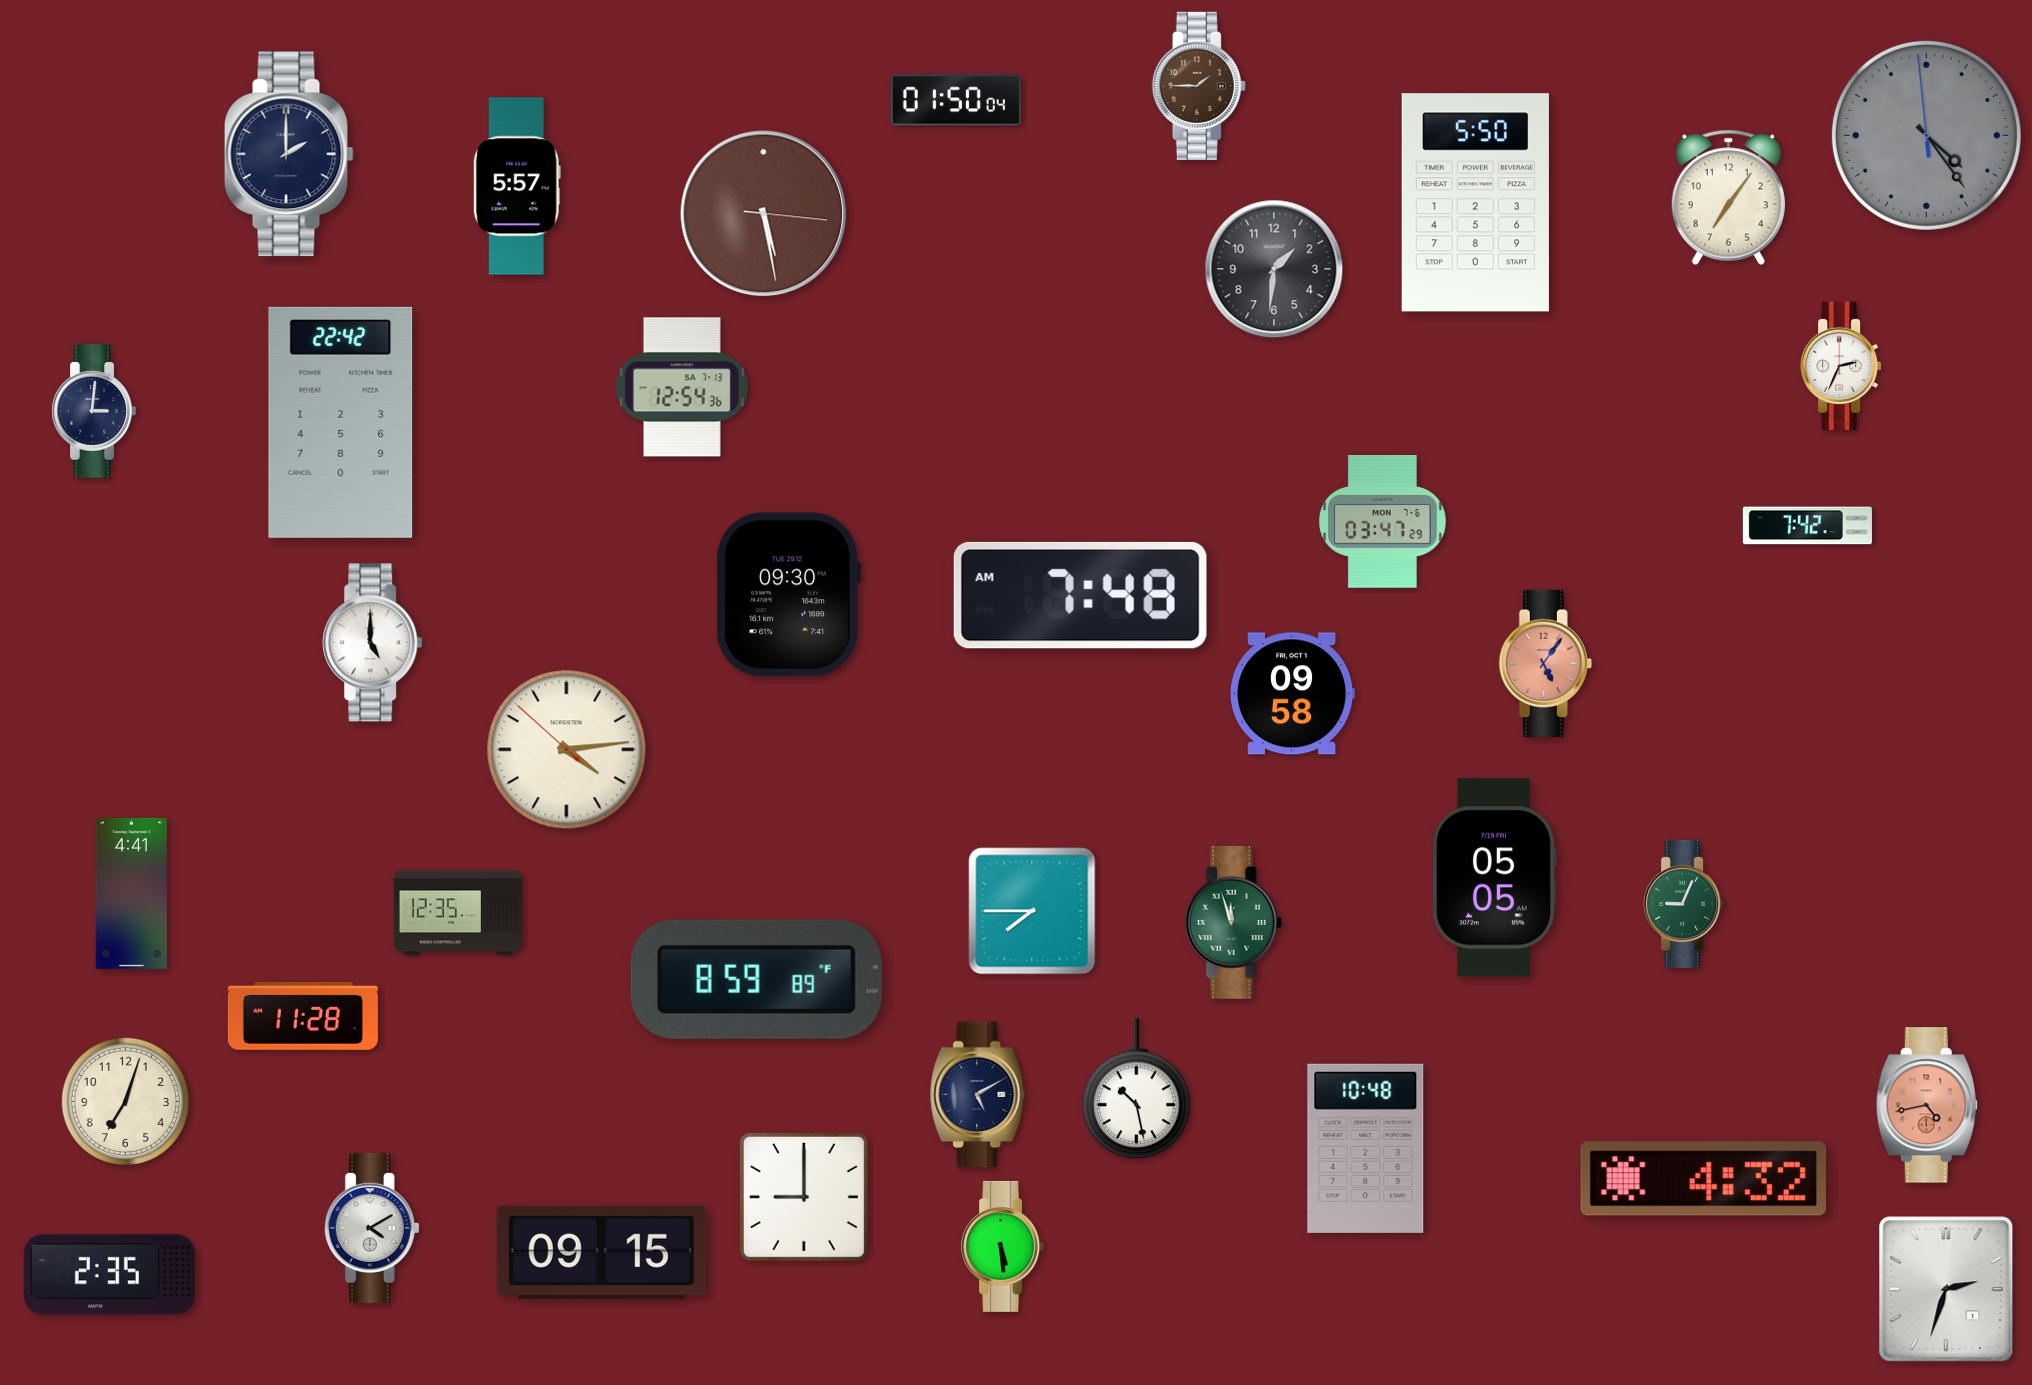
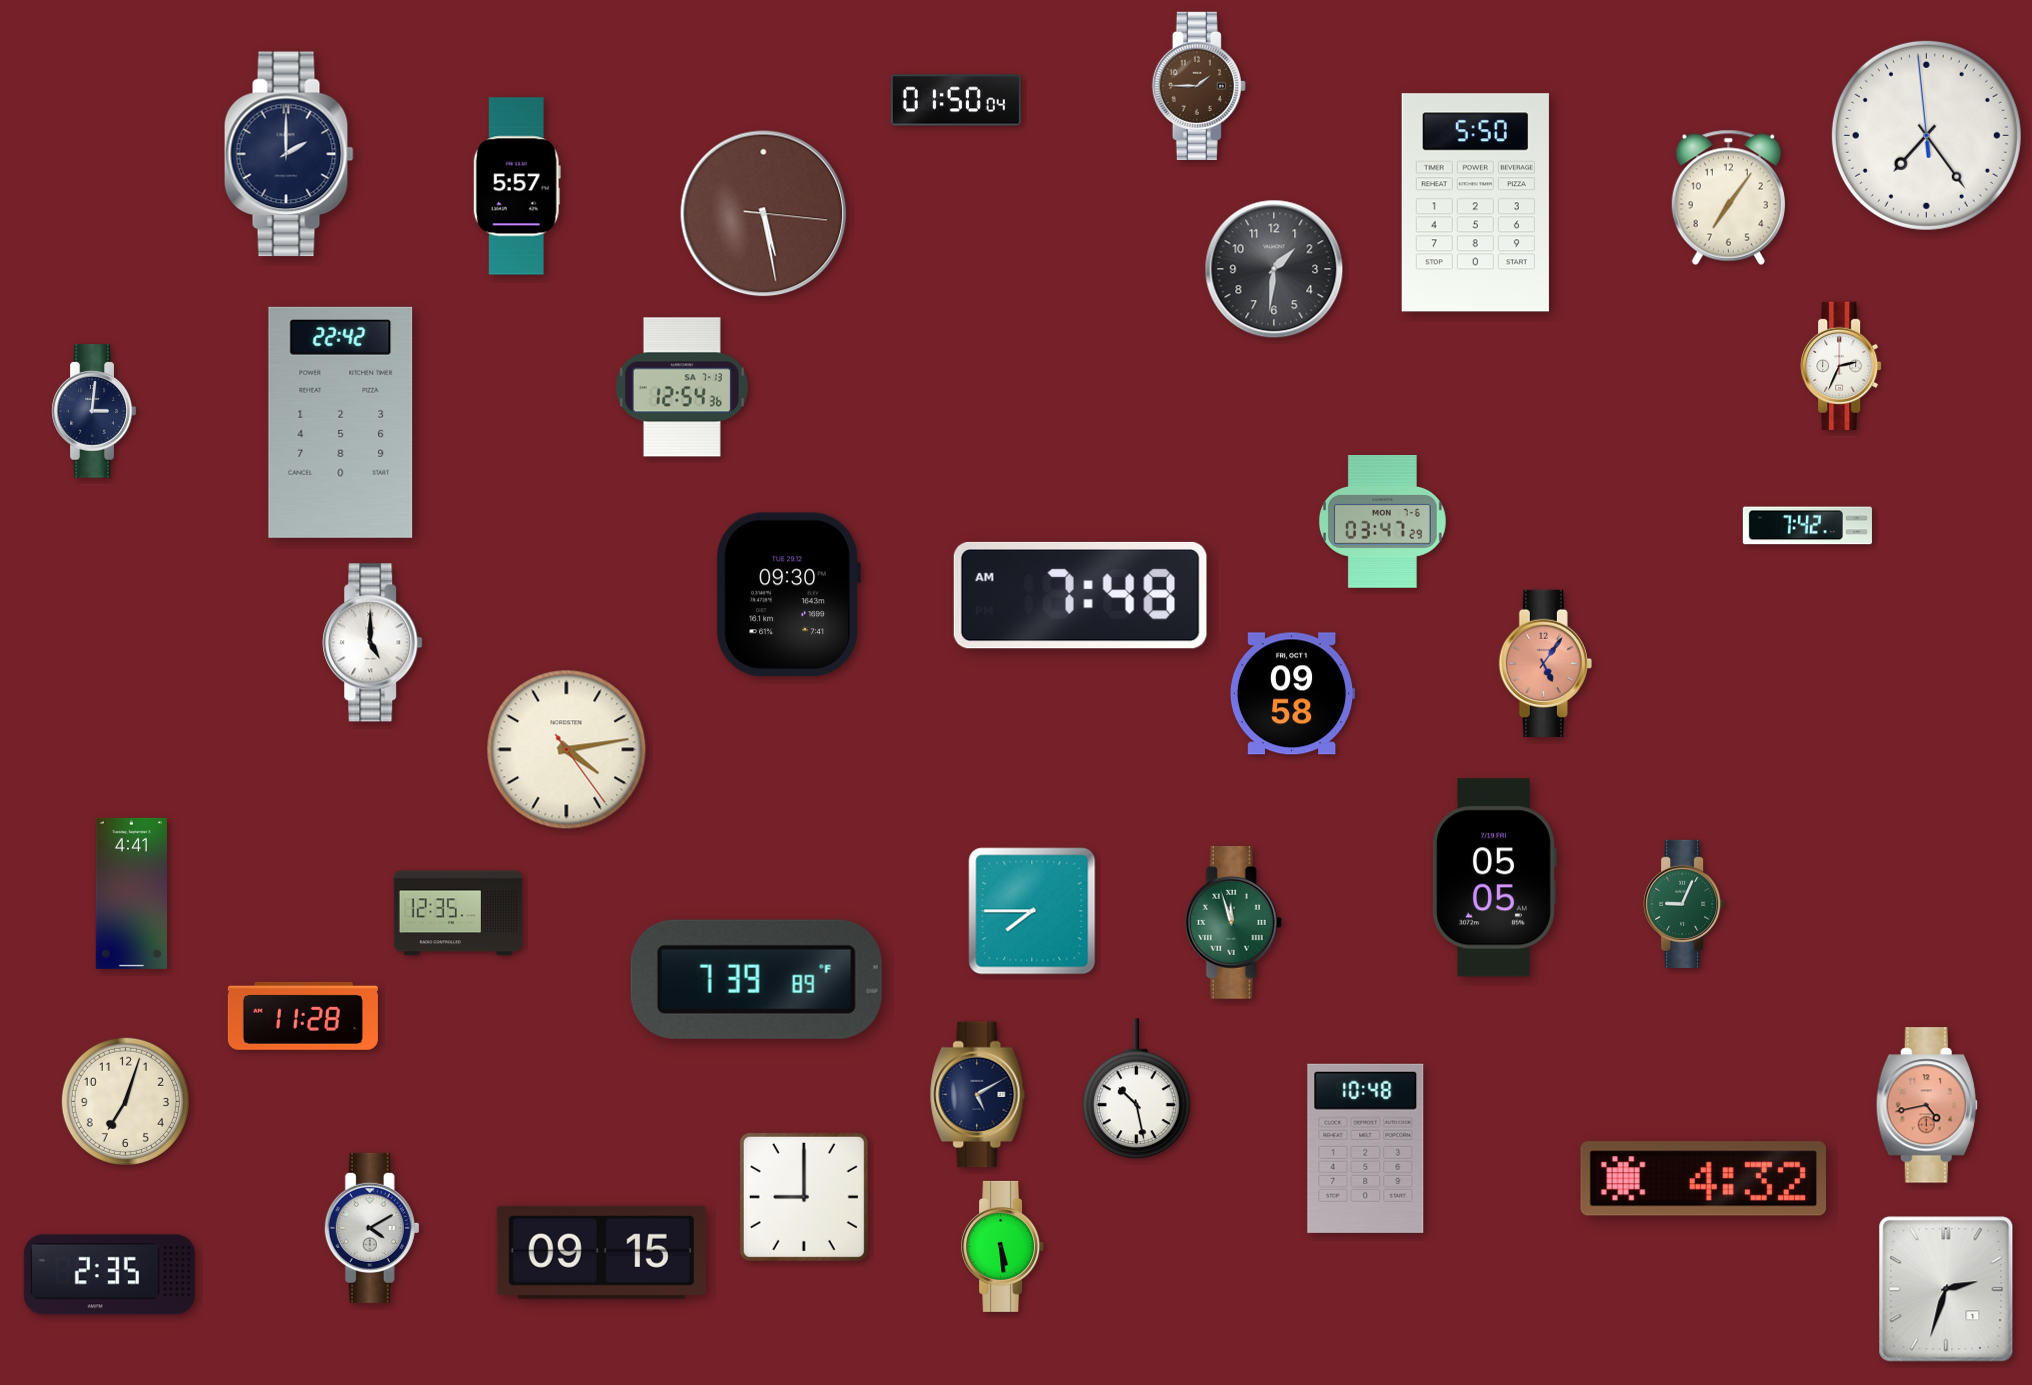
clock at (1926, 135): 4:23 -> 7:23
clock at (1926, 135) dial: grey -> white
clock at (567, 750): 4:13:52 -> 4:13:24
clock at (756, 979): 8:59 -> 7:39
